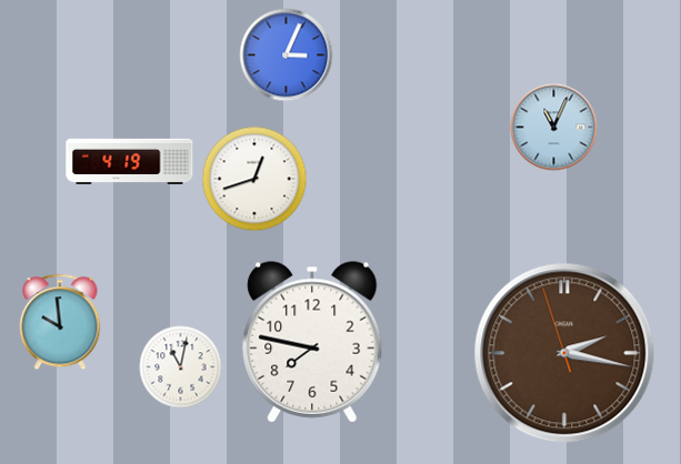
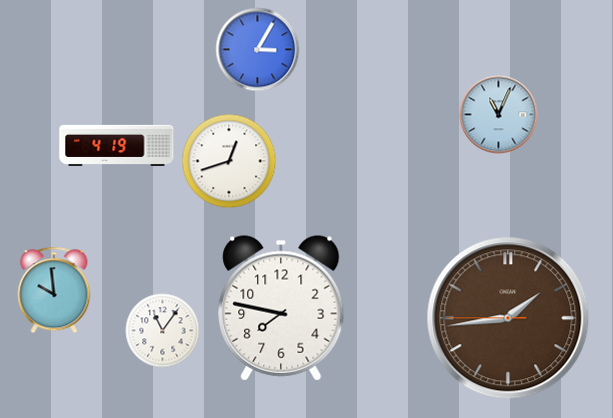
clock at (287, 56): 3:04 -> 3:05
clock at (564, 353): 2:16 -> 1:43
clock at (181, 367): 11:02 -> 11:06
